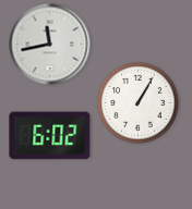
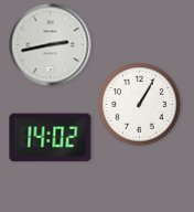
clock at (50, 45): 11:43 -> 2:43
clock at (50, 136): 6:02 -> 14:02
